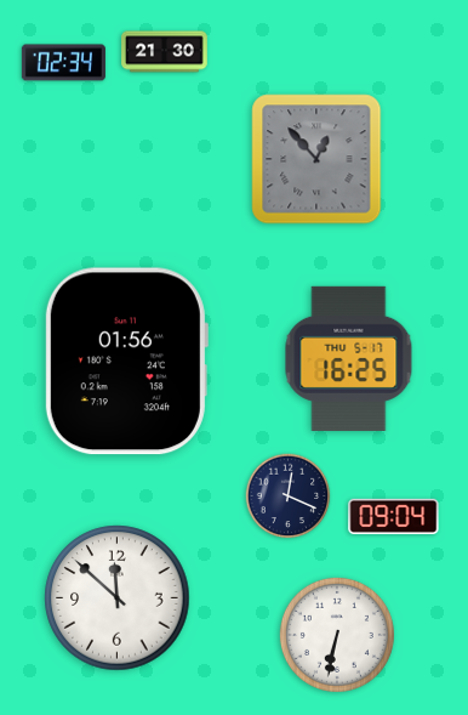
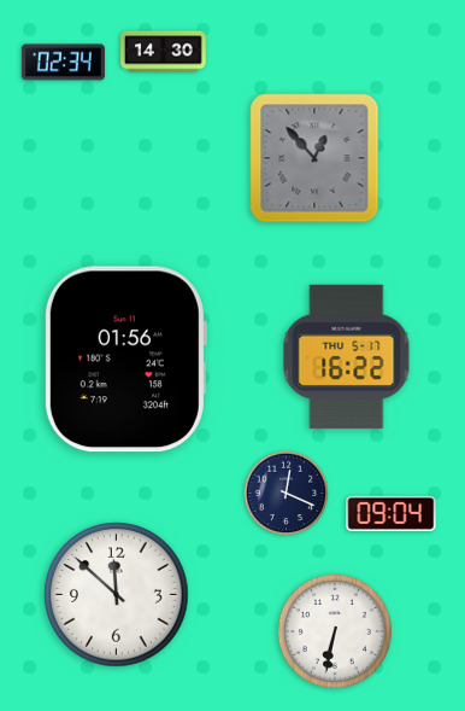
clock at (165, 52): 21:30 -> 14:30
clock at (349, 358): 16:25 -> 16:22
